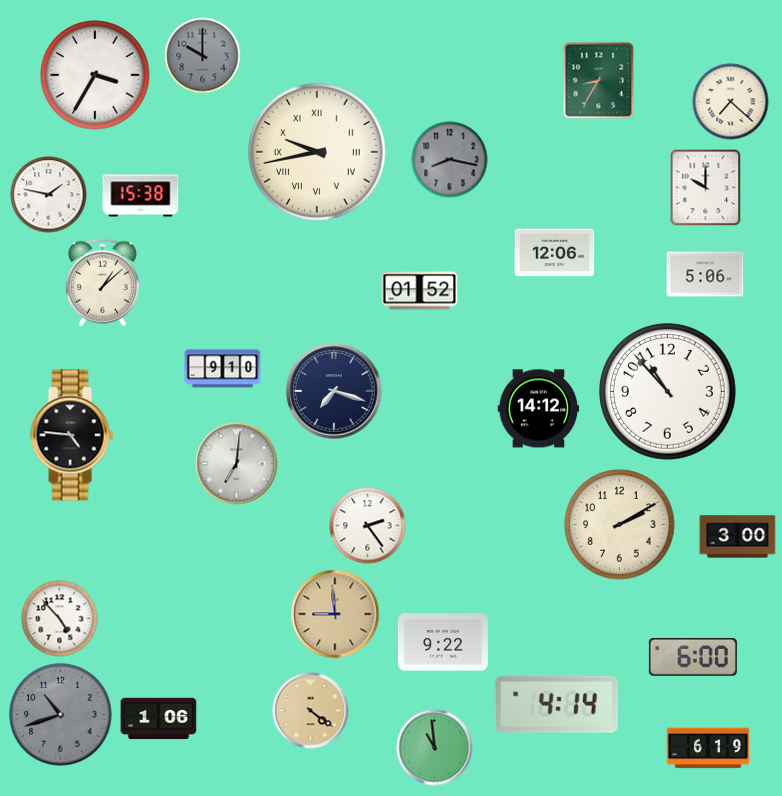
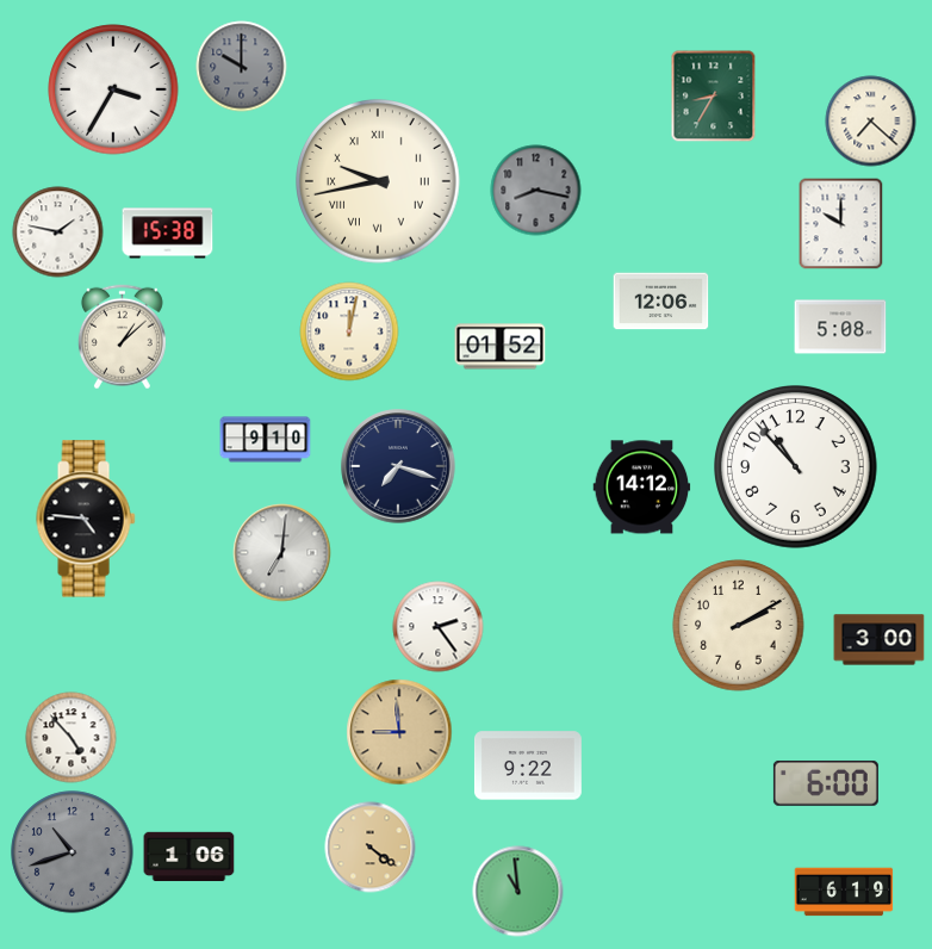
clock at (705, 274): 5:06 -> 5:08
clock at (349, 331): none -> 12:02
clock at (556, 704): 4:14 -> none
